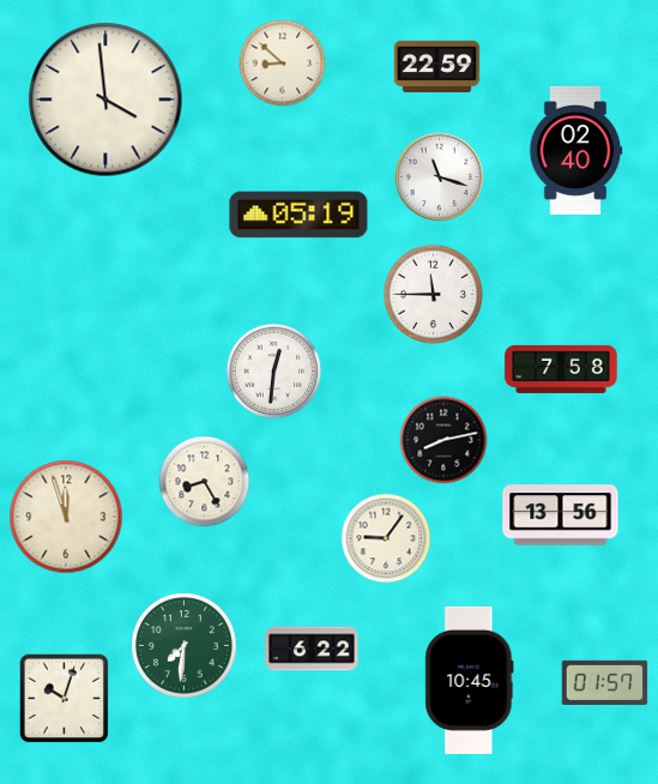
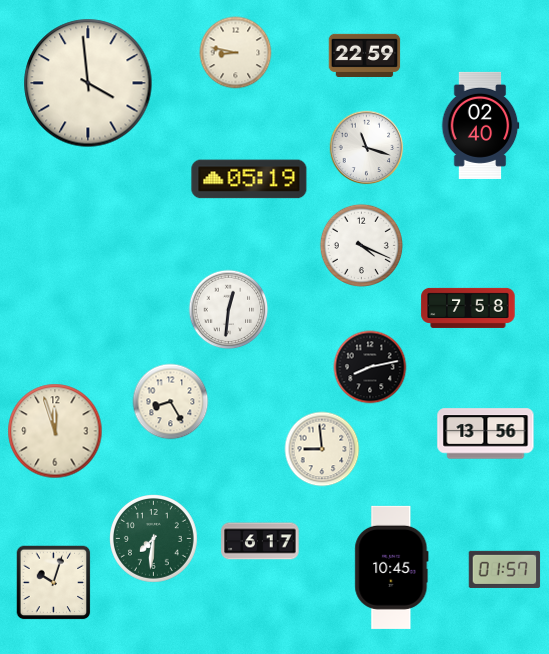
clock at (283, 64): 8:52 -> 8:47
clock at (433, 294): 11:45 -> 4:19
clock at (561, 515) position: (561, 515) -> (486, 434)
clock at (386, 538): 9:06 -> 8:59
clock at (312, 649): 6:22 -> 6:17
